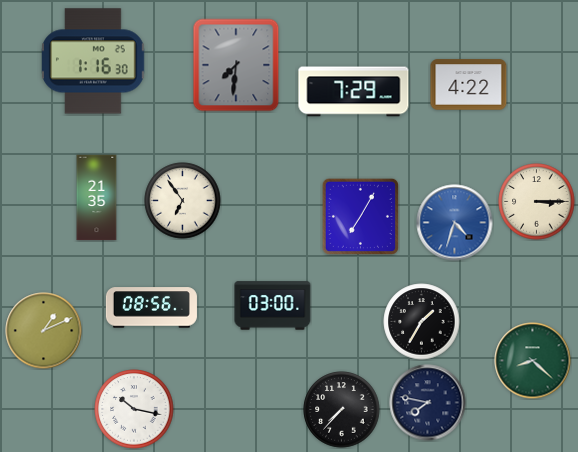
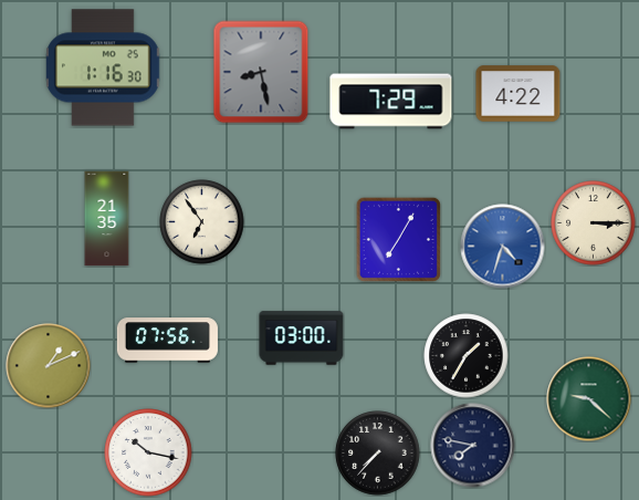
clock at (236, 65): 7:31 -> 8:28
clock at (151, 308): 08:56 -> 07:56
clock at (533, 361): 8:22 -> 9:22
